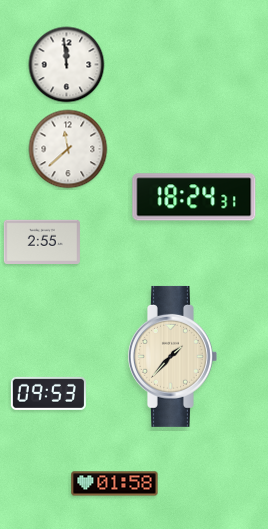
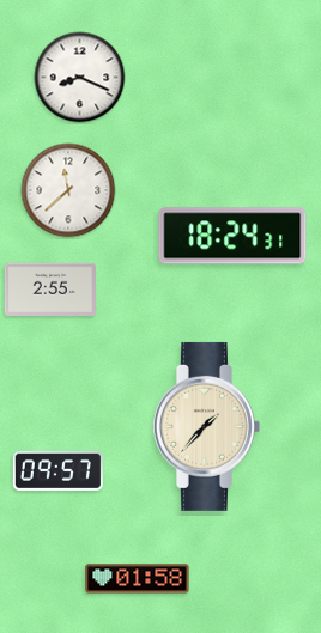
clock at (67, 65): 11:59 -> 8:19
clock at (68, 149) position: (68, 149) -> (68, 190)
clock at (48, 393): 09:53 -> 09:57
